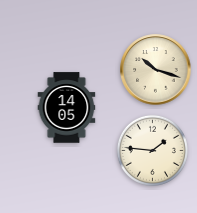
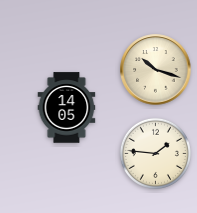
clock at (152, 150) position: (152, 150) -> (155, 153)
